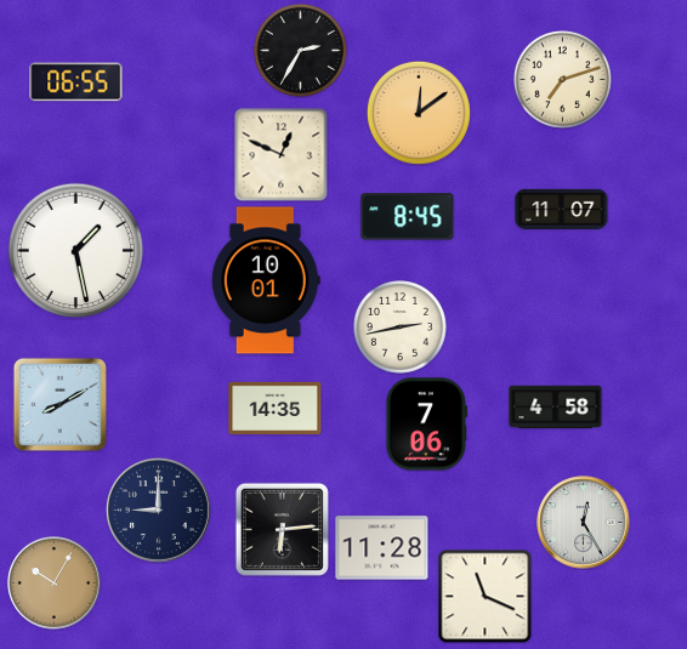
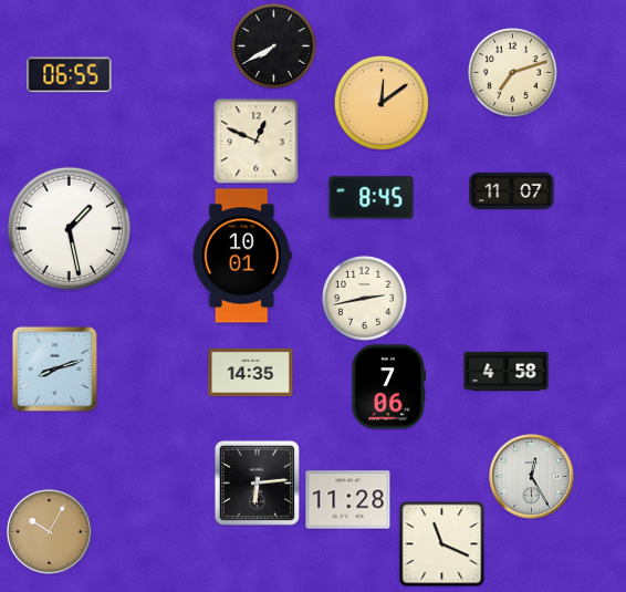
clock at (300, 50): 2:35 -> 7:40
clock at (59, 404): 8:10 -> 8:12
clock at (158, 509): 9:00 -> none
